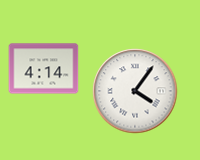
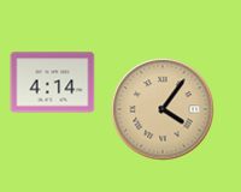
clock at (135, 91) dial: white -> champagne
